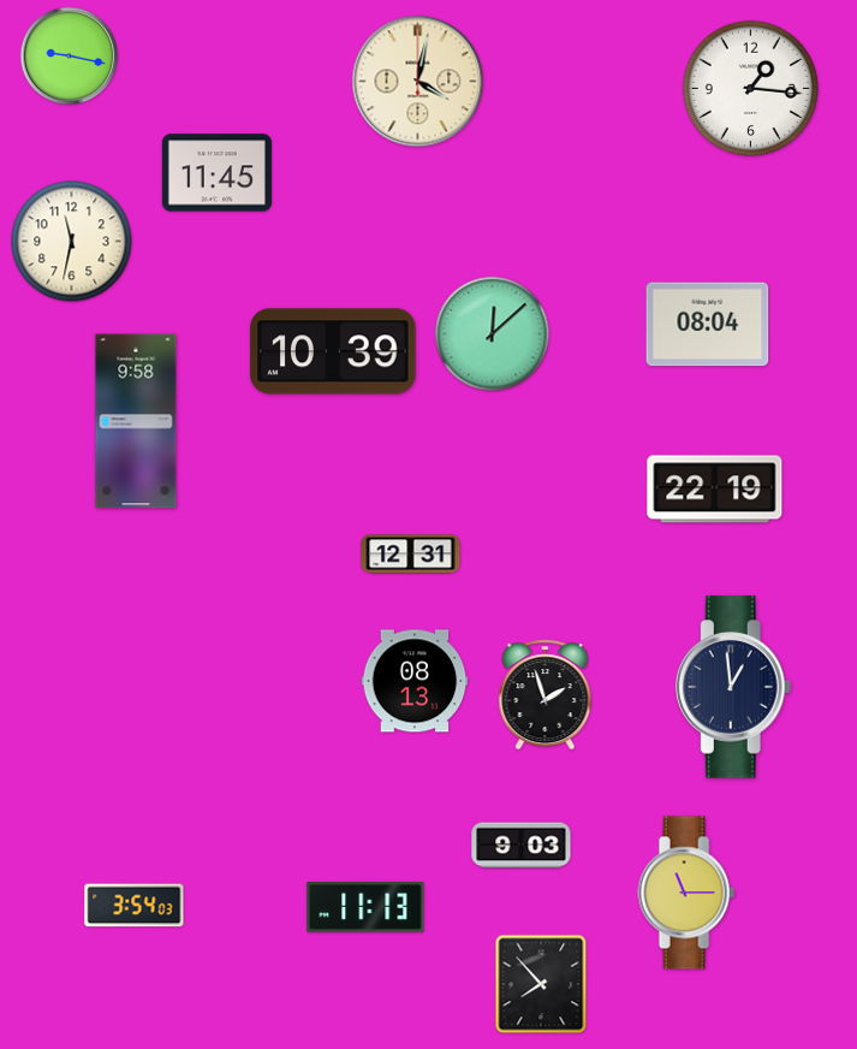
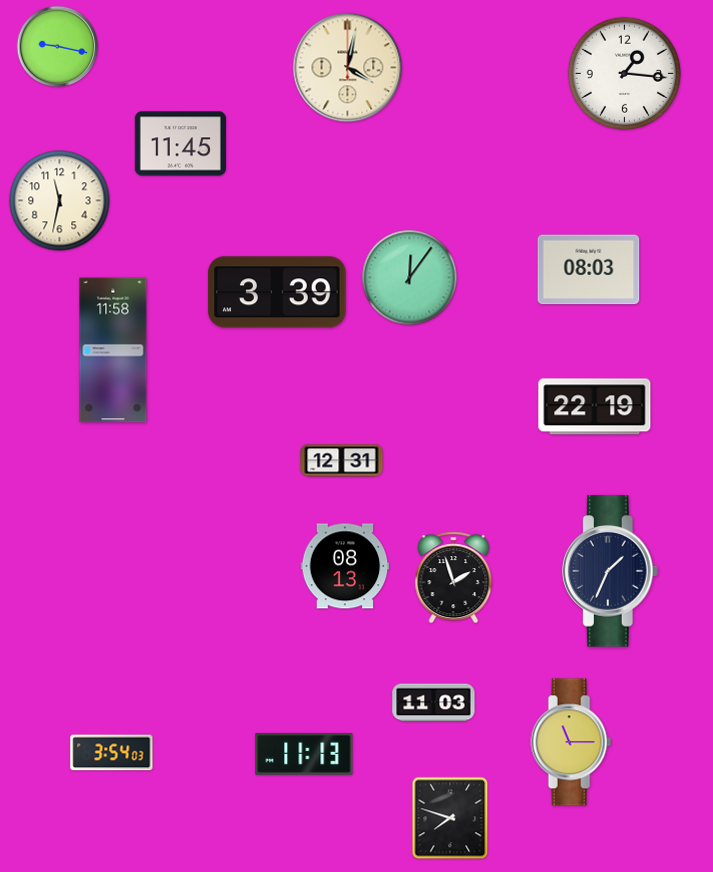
clock at (708, 325): 08:04 -> 08:03
clock at (493, 334): 12:08 -> 12:06
clock at (333, 351): 10:39 -> 3:39
clock at (136, 421): 9:58 -> 11:58
clock at (733, 687): 12:59 -> 1:34
clock at (522, 846): 9:03 -> 11:03
clock at (541, 984): 7:53 -> 7:48
